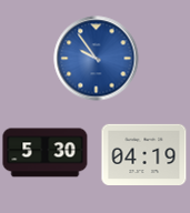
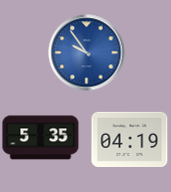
clock at (46, 153): 5:30 -> 5:35
